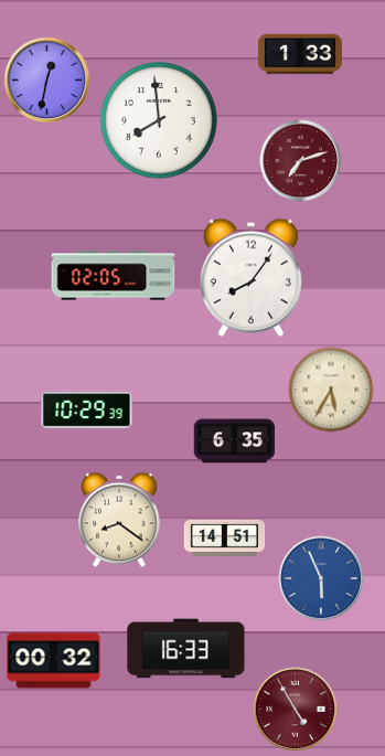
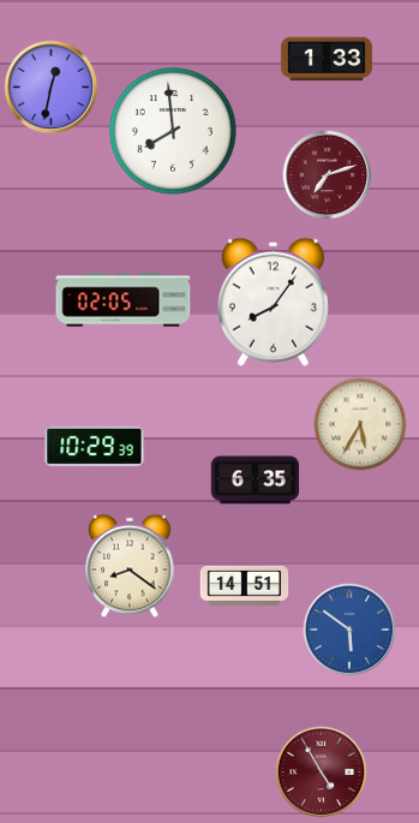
clock at (321, 578): 5:56 -> 5:51
clock at (186, 649): 16:33 -> none
clock at (54, 661): 00:32 -> none
